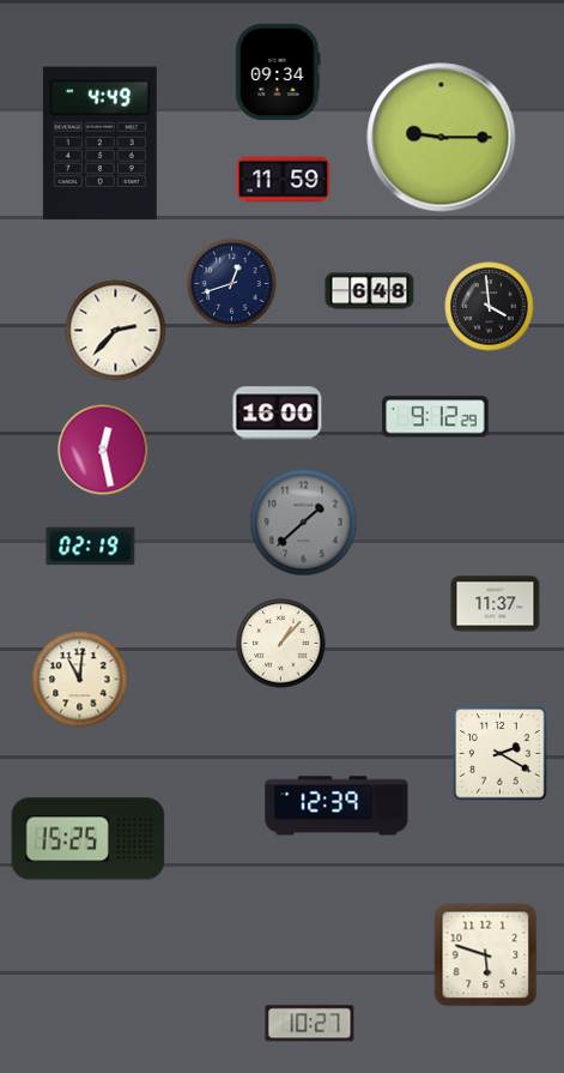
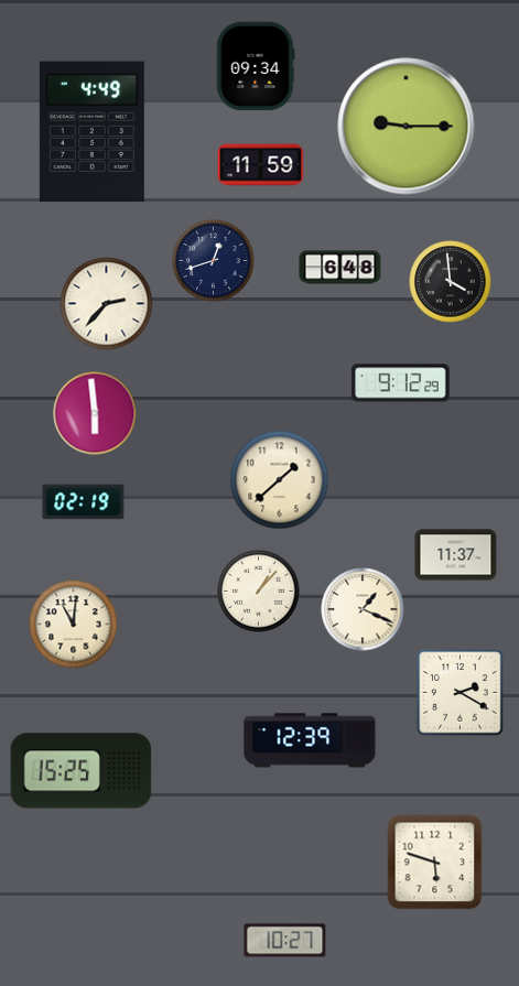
clock at (278, 414): 16:00 -> none
clock at (103, 450): 12:28 -> 5:59
clock at (304, 523) dial: grey -> cream
clock at (363, 609): none -> 1:19
clock at (486, 956) position: (486, 956) -> (435, 863)
